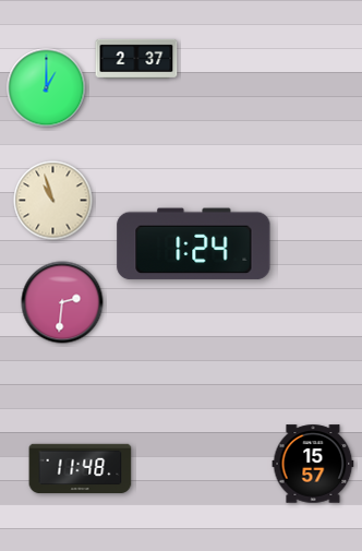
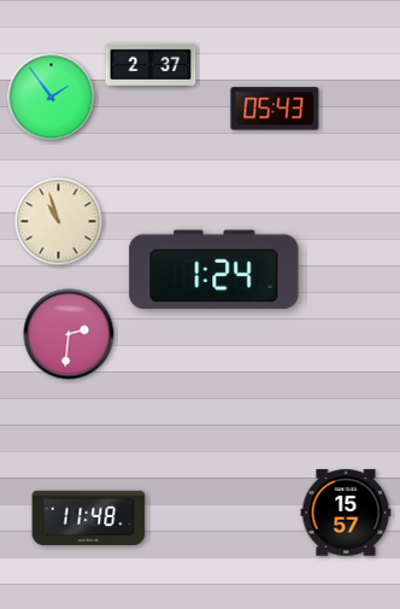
clock at (47, 88): 1:00 -> 1:54
clock at (275, 109): none -> 05:43
